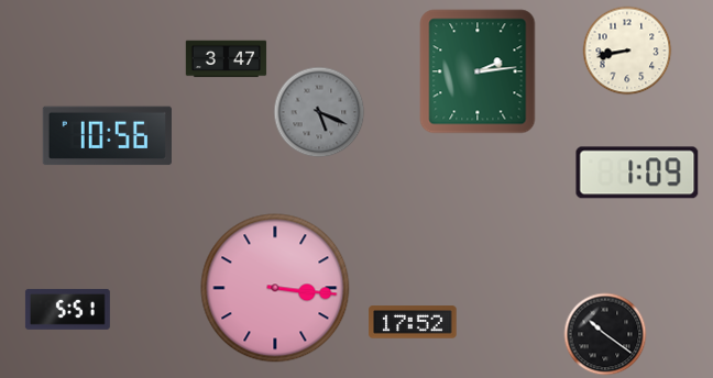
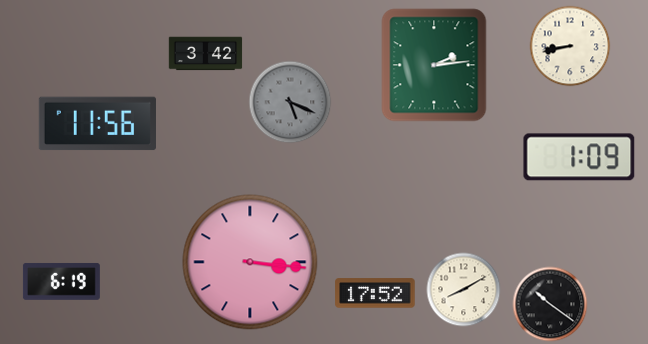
clock at (227, 59): 3:47 -> 3:42
clock at (107, 136): 10:56 -> 11:56
clock at (67, 309): 5:51 -> 6:19
clock at (464, 290): none -> 8:10
